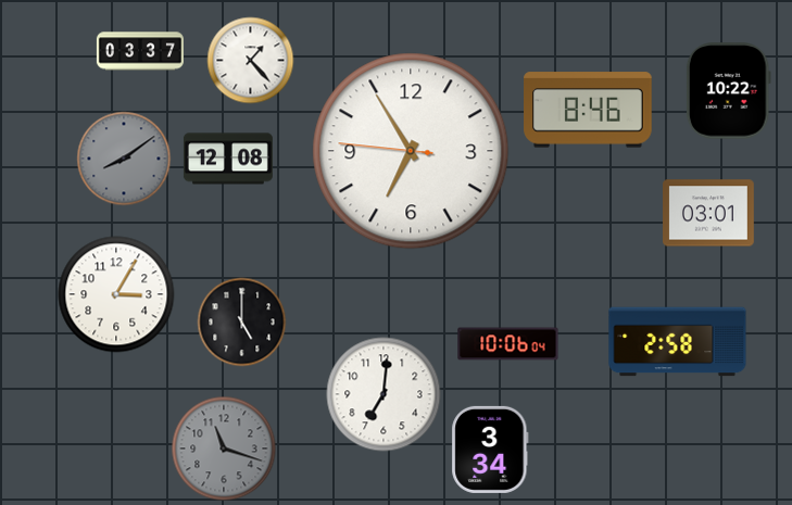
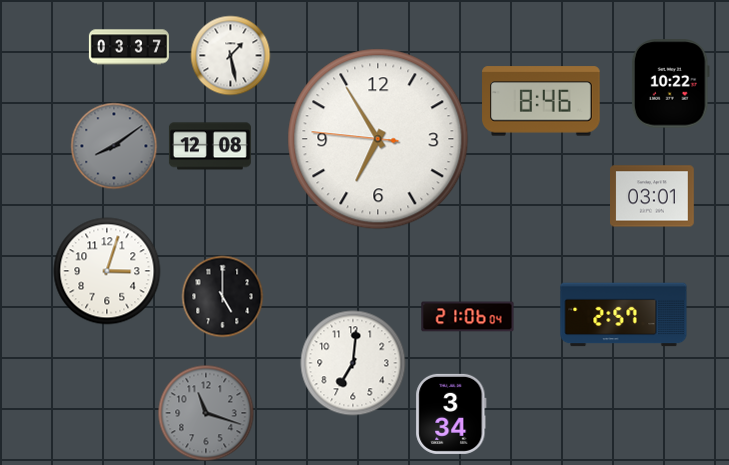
clock at (251, 61): 1:23 -> 1:28
clock at (116, 294): 3:05 -> 3:03
clock at (678, 342): 2:58 -> 2:57
clock at (508, 344): 10:06 -> 21:06
